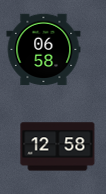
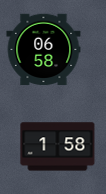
clock at (58, 147): 12:58 -> 1:58
